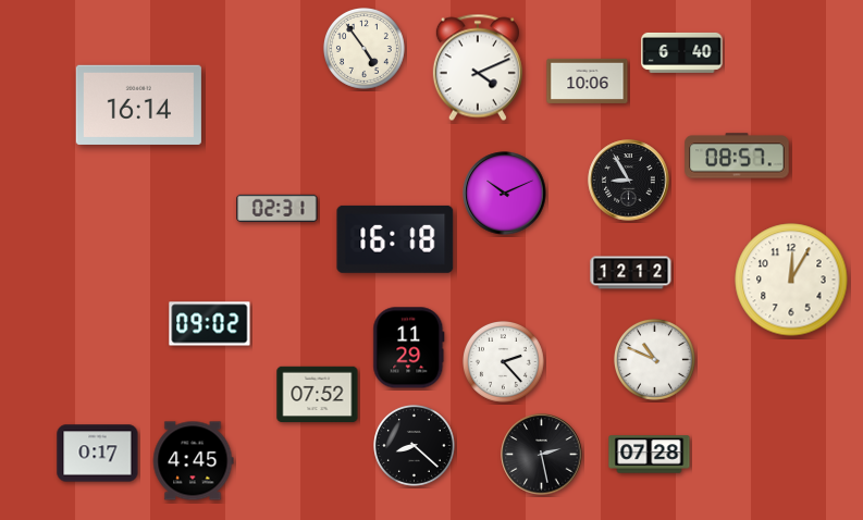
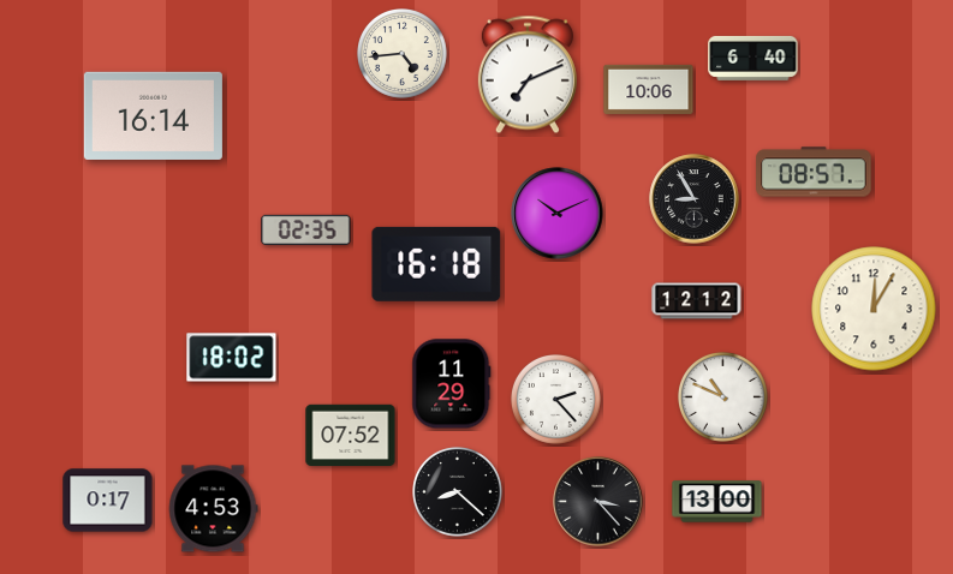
clock at (365, 49): 4:54 -> 4:44
clock at (478, 67): 4:11 -> 7:11
clock at (278, 208): 02:31 -> 02:35
clock at (210, 324): 09:02 -> 18:02
clock at (542, 455): 2:28 -> 3:23
clock at (650, 455): 07:28 -> 13:00
clock at (193, 461): 4:45 -> 4:53
